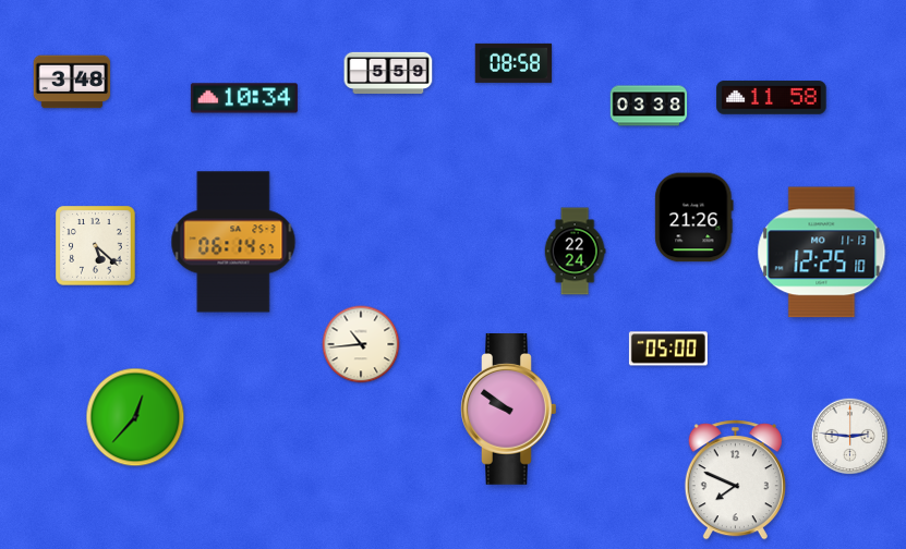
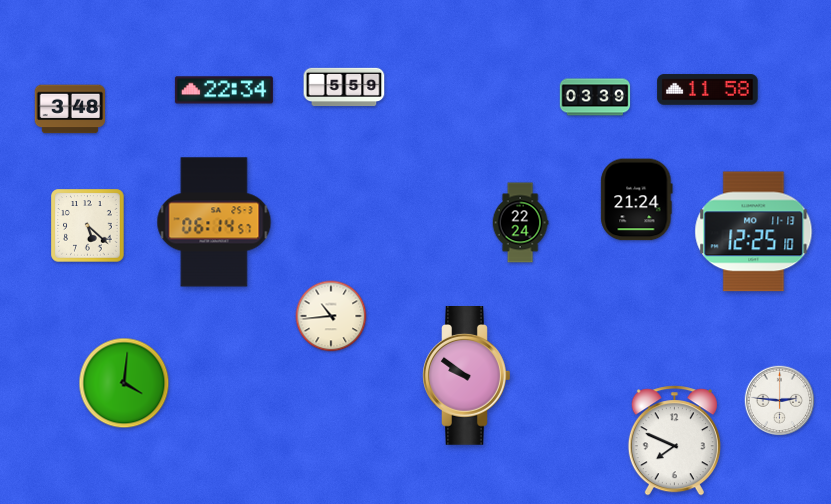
clock at (514, 63): 08:58 -> none
clock at (388, 73) position: (388, 73) -> (344, 87)
clock at (72, 82) position: (72, 82) -> (70, 109)
clock at (244, 98): 10:34 -> 22:34
clock at (649, 106): 03:38 -> 03:39
clock at (694, 218): 21:26 -> 21:24
clock at (575, 252) position: (575, 252) -> (520, 223)
clock at (668, 349): 05:00 -> none
clock at (135, 417): 12:37 -> 4:01
